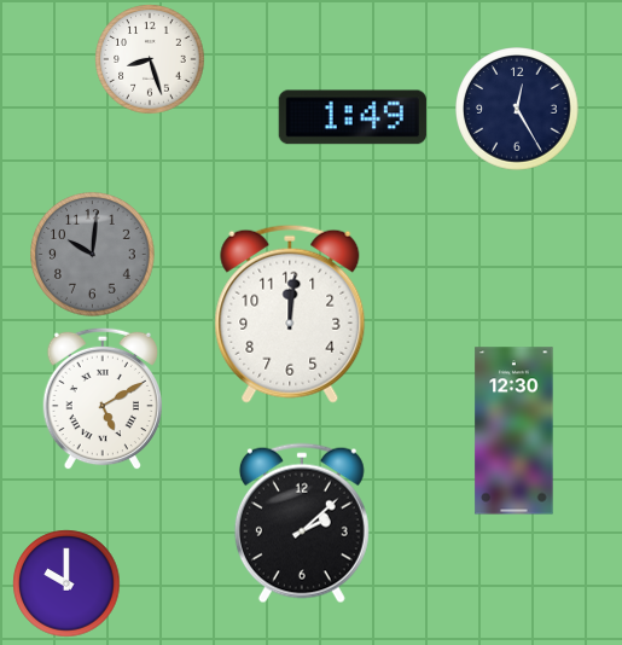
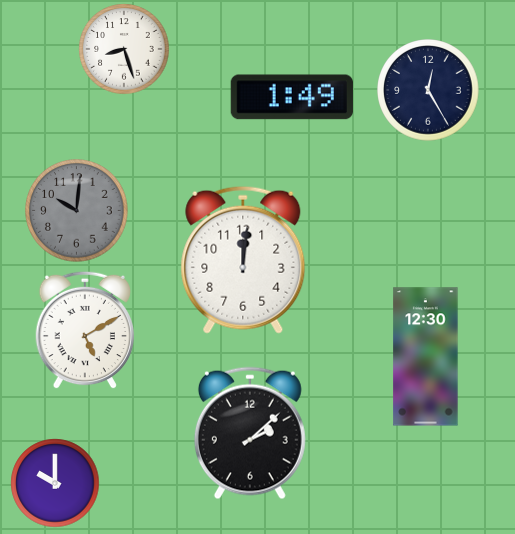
clock at (290, 314) position: (290, 314) -> (243, 260)
